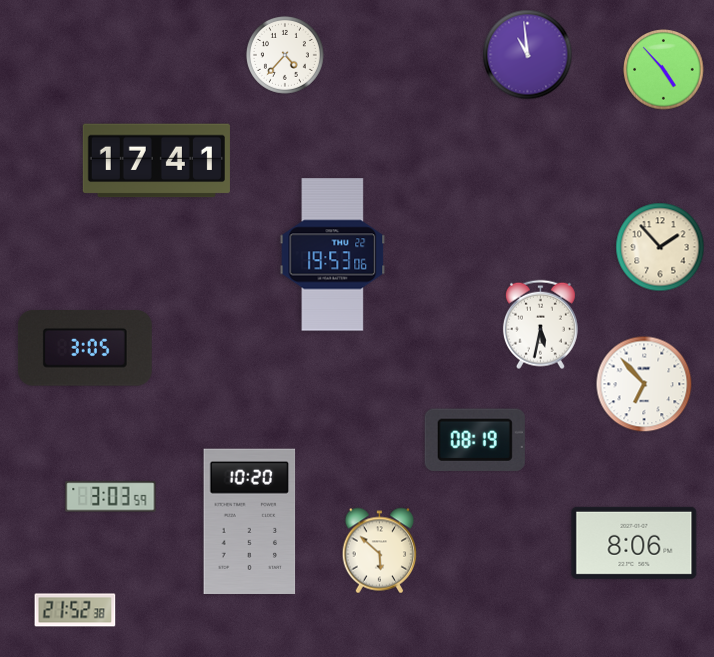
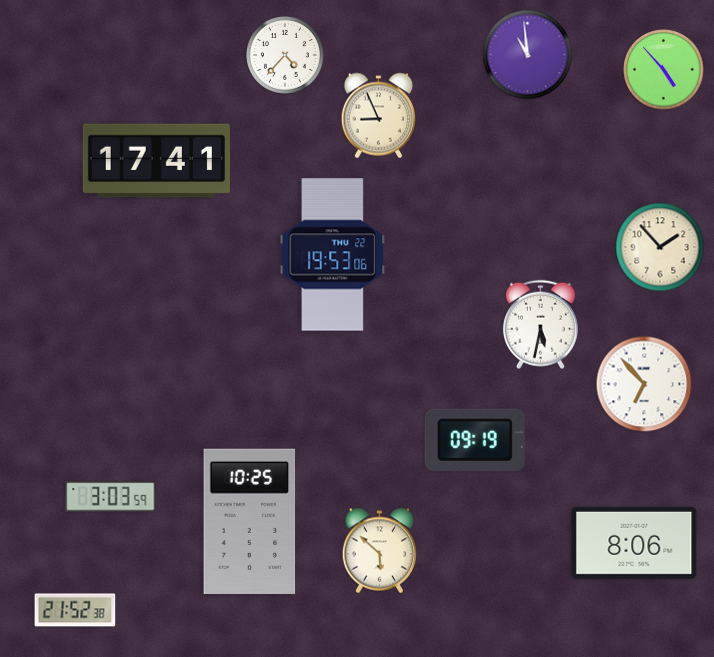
clock at (379, 116): none -> 8:56
clock at (85, 348): 3:05 -> none
clock at (475, 440): 08:19 -> 09:19
clock at (250, 521): 10:20 -> 10:25
